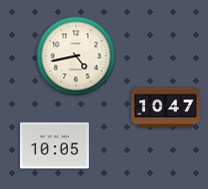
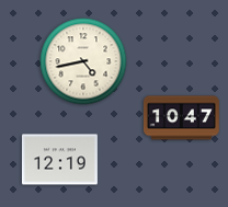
clock at (54, 146): 10:05 -> 12:19
